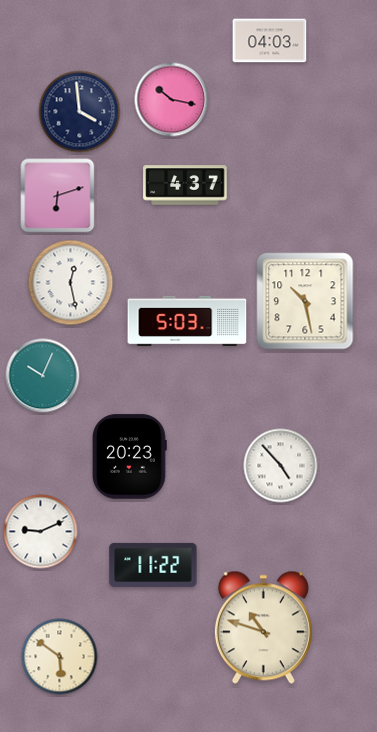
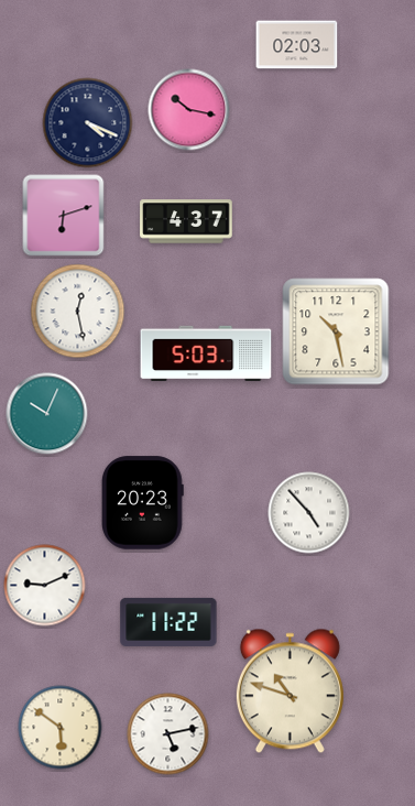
clock at (270, 41): 04:03 -> 02:03
clock at (80, 112): 3:59 -> 4:19
clock at (185, 185) position: (185, 185) -> (186, 221)
clock at (60, 657) position: (60, 657) -> (61, 728)
clock at (168, 734): none -> 5:13
